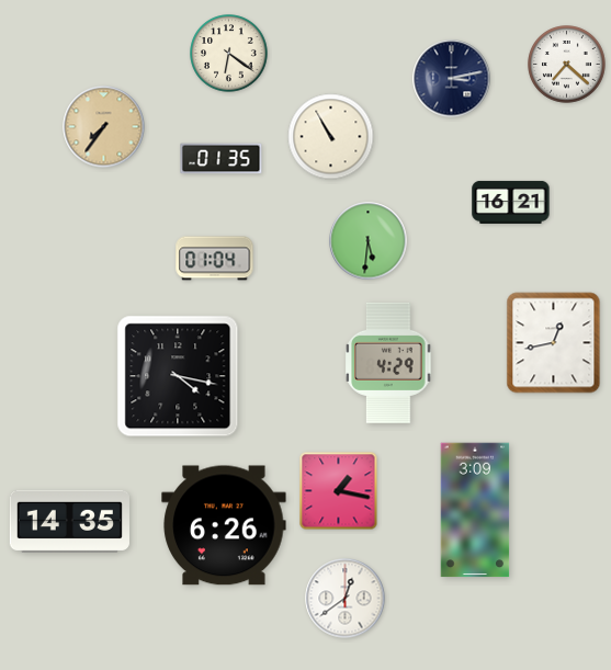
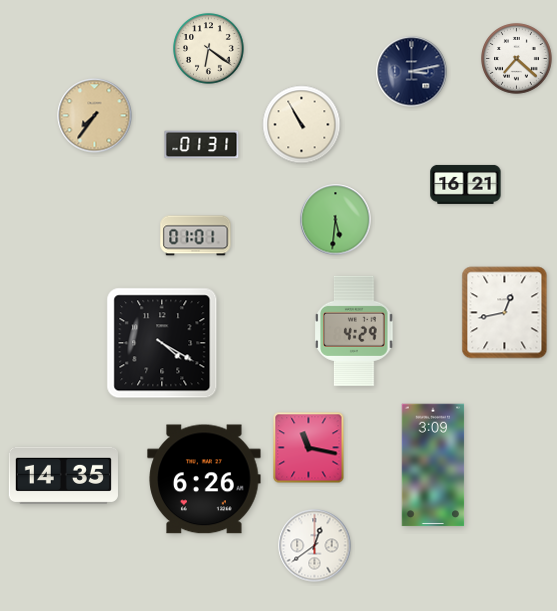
clock at (222, 159): 01:35 -> 01:31
clock at (215, 259): 01:04 -> 01:01
clock at (178, 376): 4:17 -> 4:20
clock at (339, 491): 1:17 -> 11:17
